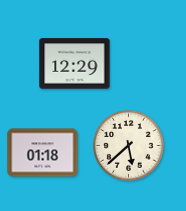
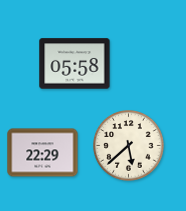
clock at (75, 64): 12:29 -> 05:58
clock at (43, 153): 01:18 -> 22:29
